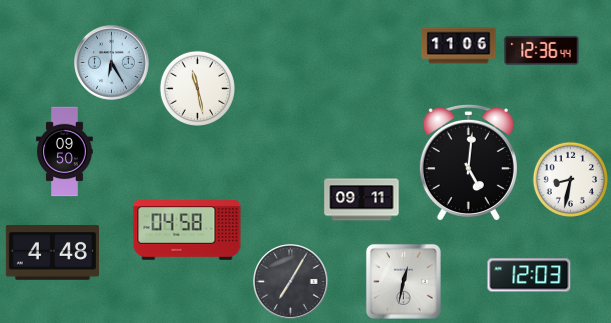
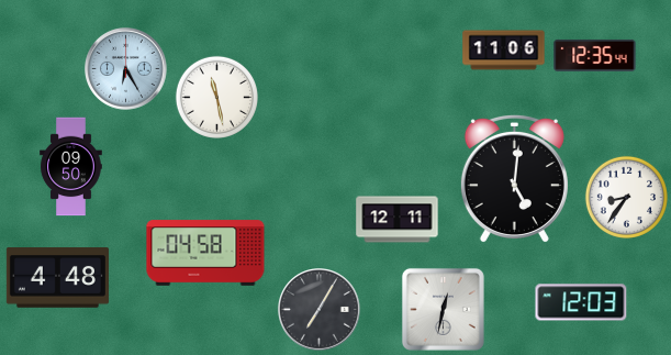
clock at (542, 50): 12:36 -> 12:35
clock at (112, 63) position: (112, 63) -> (126, 69)
clock at (570, 179): 8:32 -> 8:36
clock at (362, 200): 09:11 -> 12:11
